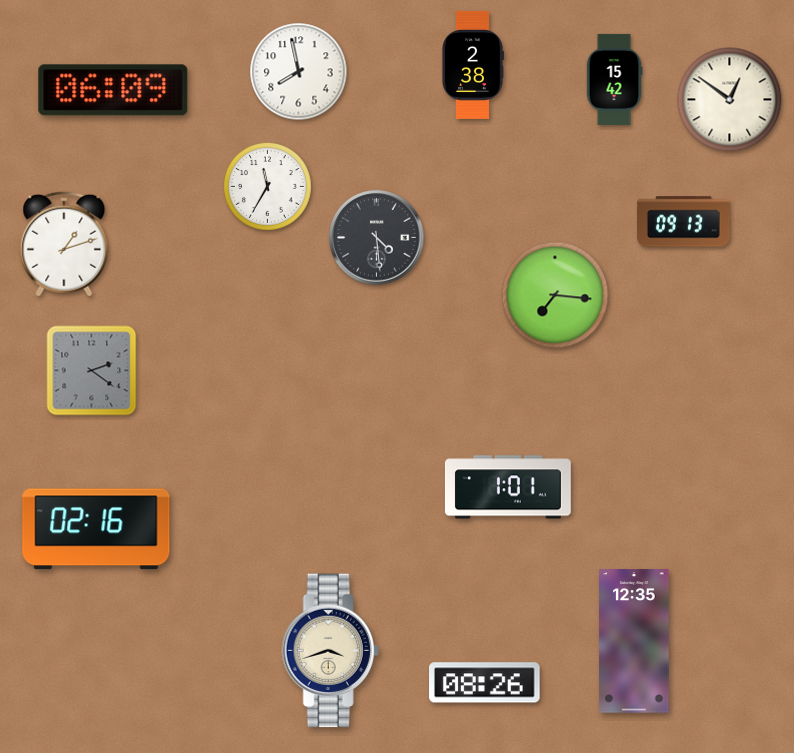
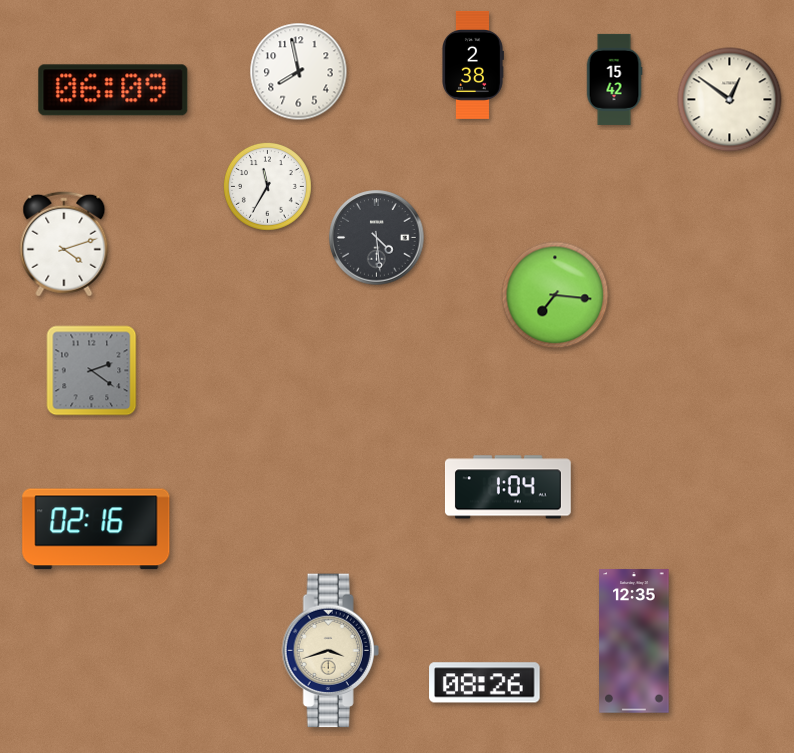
clock at (684, 222): 09:13 -> none
clock at (64, 244): 1:12 -> 4:12
clock at (508, 487): 1:01 -> 1:04
